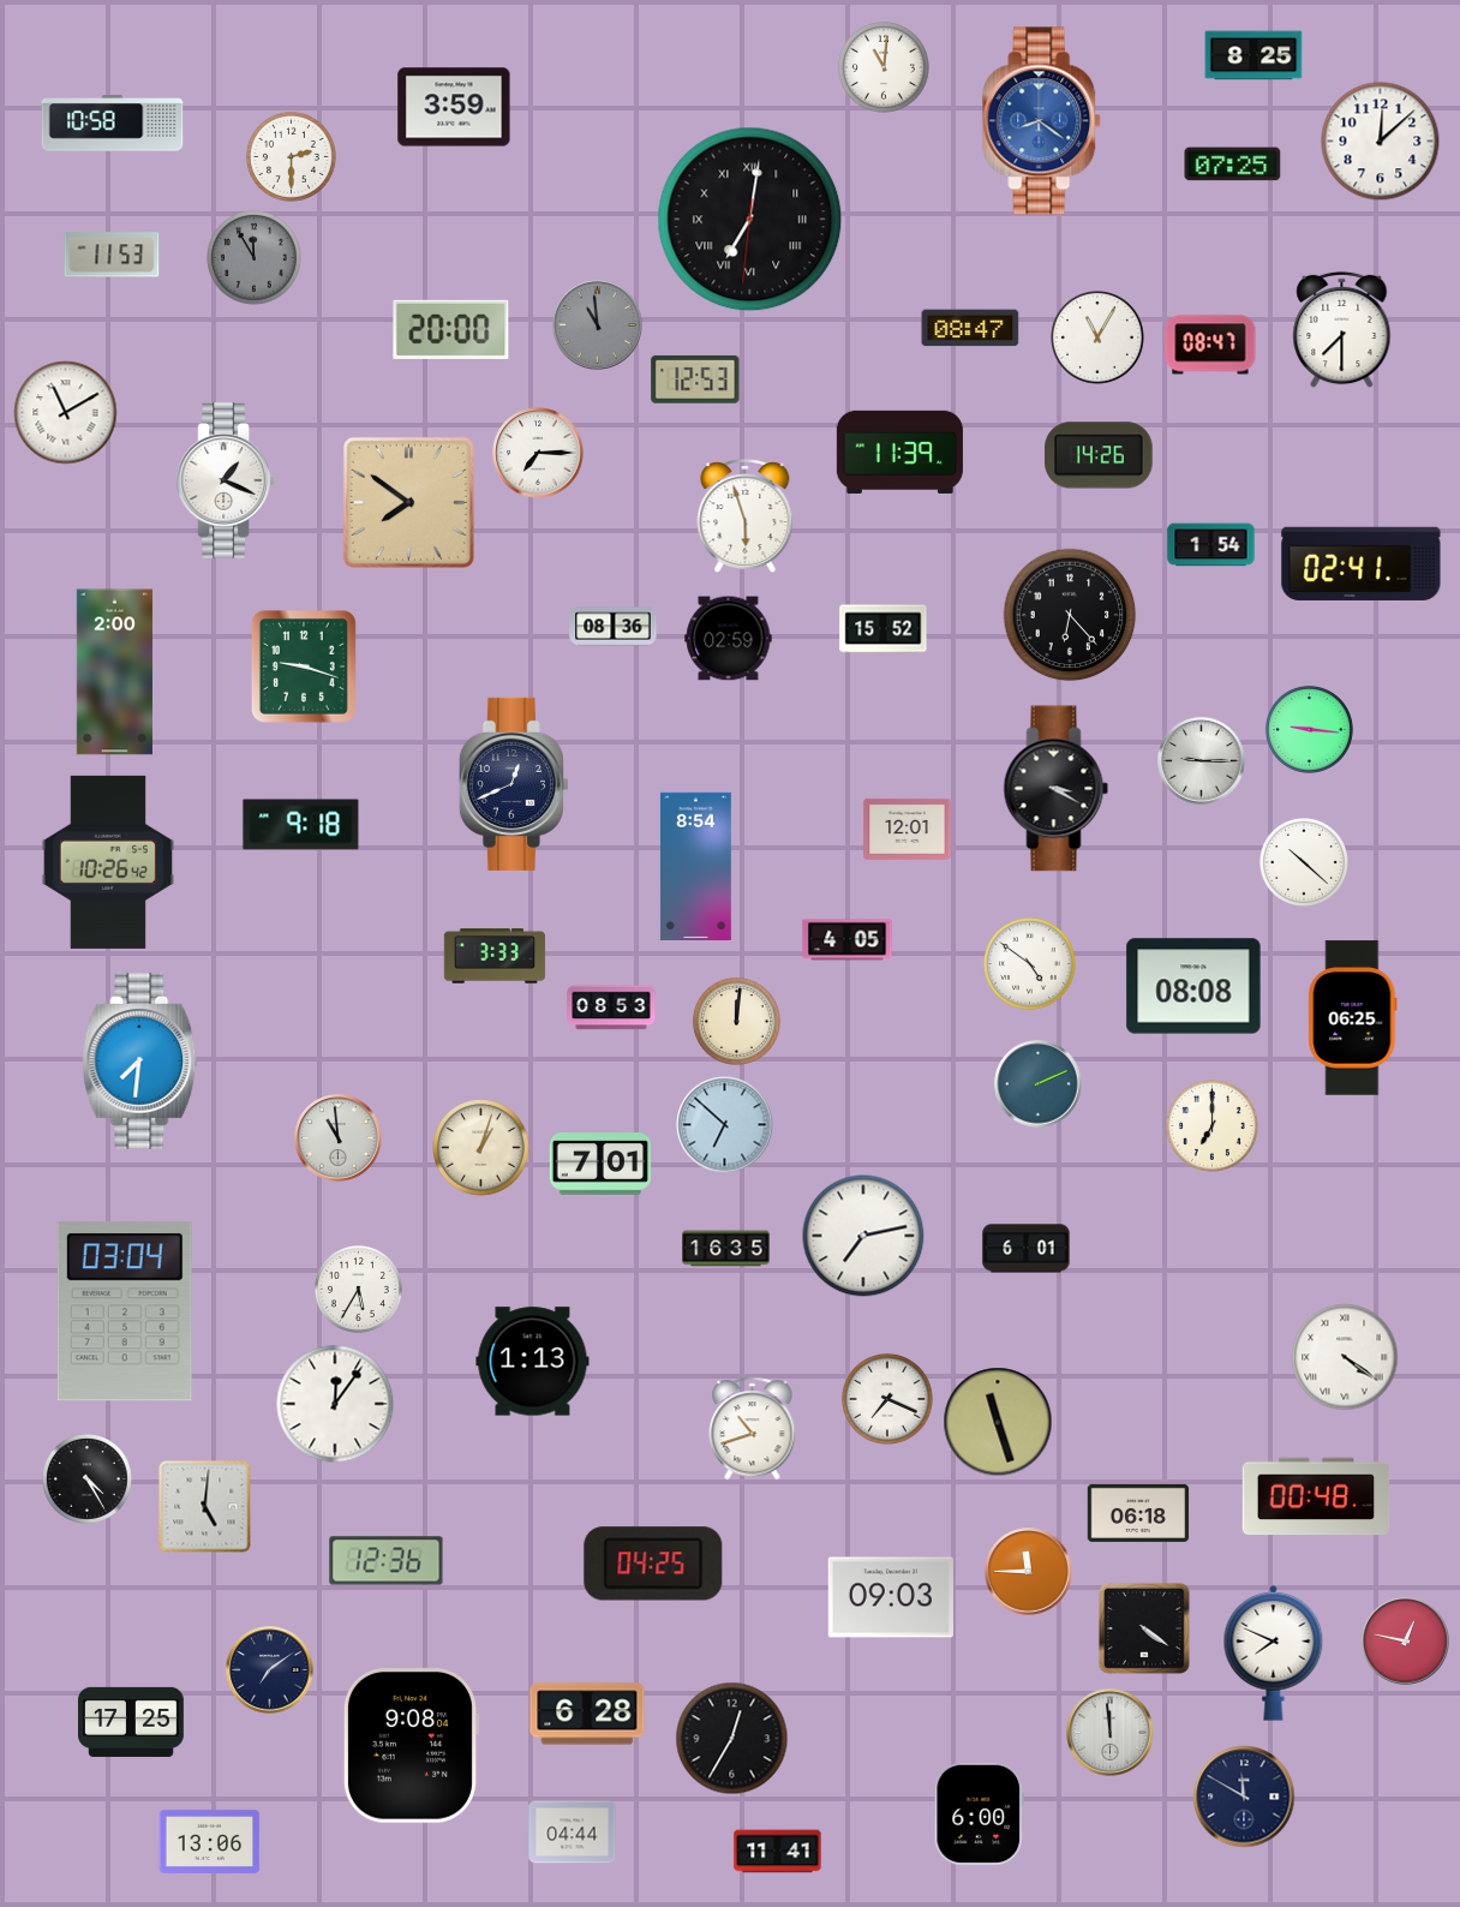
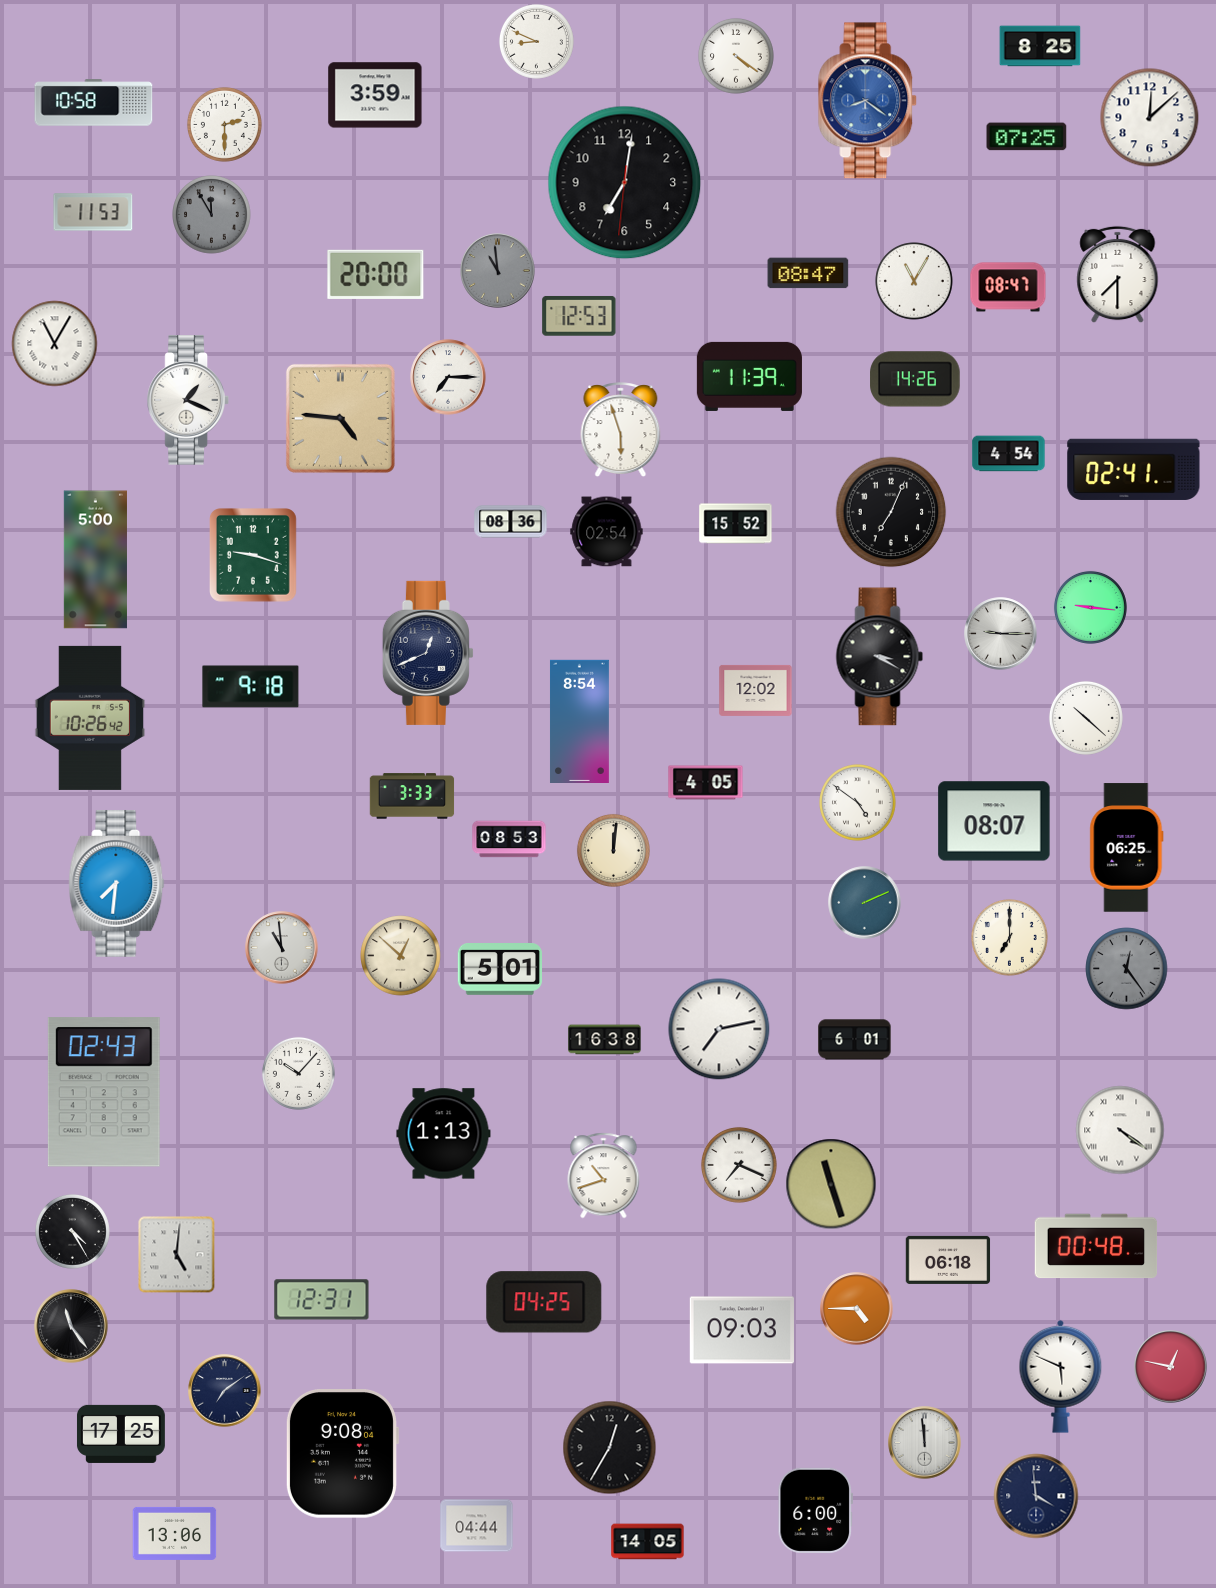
clock at (536, 41): none -> 8:49
clock at (1253, 55) position: (1253, 55) -> (1040, 46)
clock at (884, 67): 11:01 -> 4:21
clock at (454, 107) position: (454, 107) -> (375, 95)
clock at (291, 156) position: (291, 156) -> (224, 124)
clock at (750, 220) numerals: Roman -> Arabic
clock at (66, 413): 11:10 -> 11:05
clock at (408, 502): 7:51 -> 4:46
clock at (1211, 545): 1:54 -> 4:54
clock at (1070, 615): 6:23 -> 7:04
clock at (729, 639): 02:59 -> 02:54
clock at (114, 672): 2:00 -> 5:00
clock at (908, 829): 12:01 -> 12:02
clock at (1193, 986): 08:08 -> 08:07
clock at (725, 1125): 6:52 -> none
clock at (481, 1148): 1:03 -> 12:52
clock at (1127, 969): none -> 12:24
clock at (600, 1165): 7:01 -> 5:01
clock at (726, 1249): 16:35 -> 16:38
clock at (358, 1289): 5:35 -> 10:07
clock at (125, 1311): 03:04 -> 02:43
clock at (335, 1404): 12:06 -> none
clock at (753, 1429) position: (753, 1429) -> (604, 1176)
clock at (205, 1507) position: (205, 1507) -> (177, 1255)
clock at (387, 1561): 12:36 -> 12:31
clock at (1029, 1572): 11:45 -> 4:45
clock at (71, 1326): none -> 11:24
clock at (1144, 1628): 4:21 -> none
clock at (1274, 1652): 7:49 -> 5:49
clock at (587, 1714): 6:28 -> none
clock at (131, 1722) position: (131, 1722) -> (121, 1434)
clock at (1244, 1797): 11:50 -> 3:59
clock at (778, 1852): 11:41 -> 14:05
